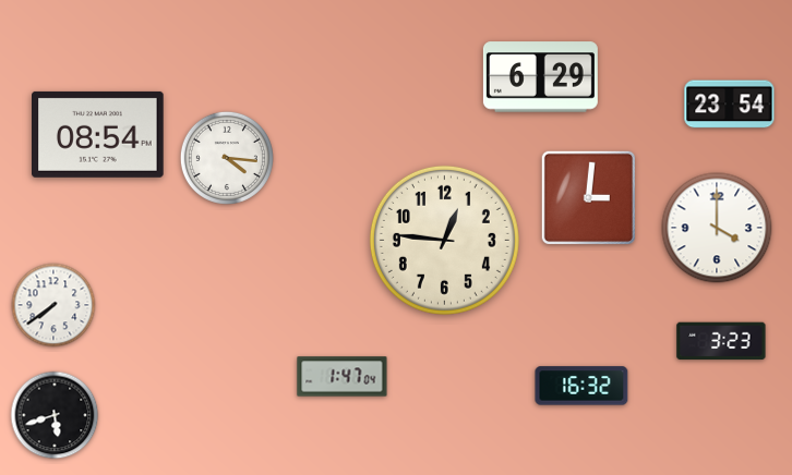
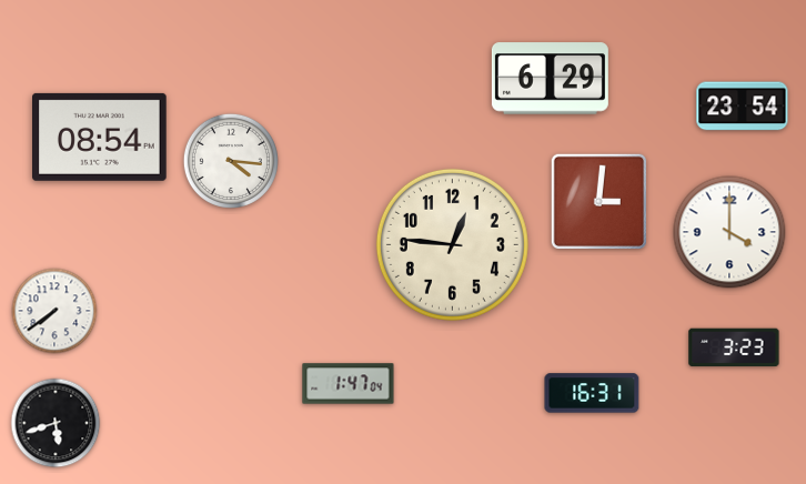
clock at (581, 386): 16:32 -> 16:31
